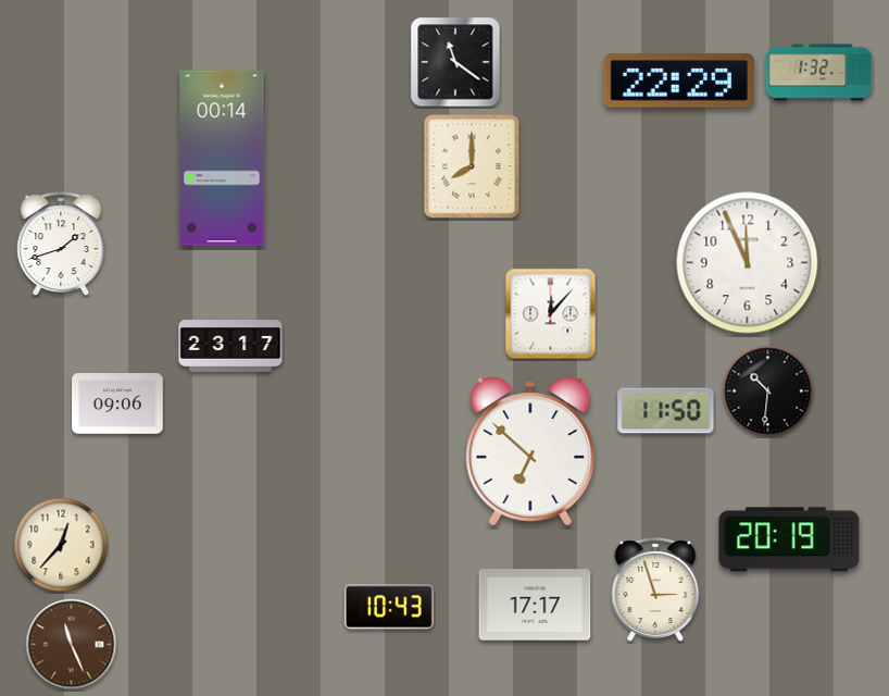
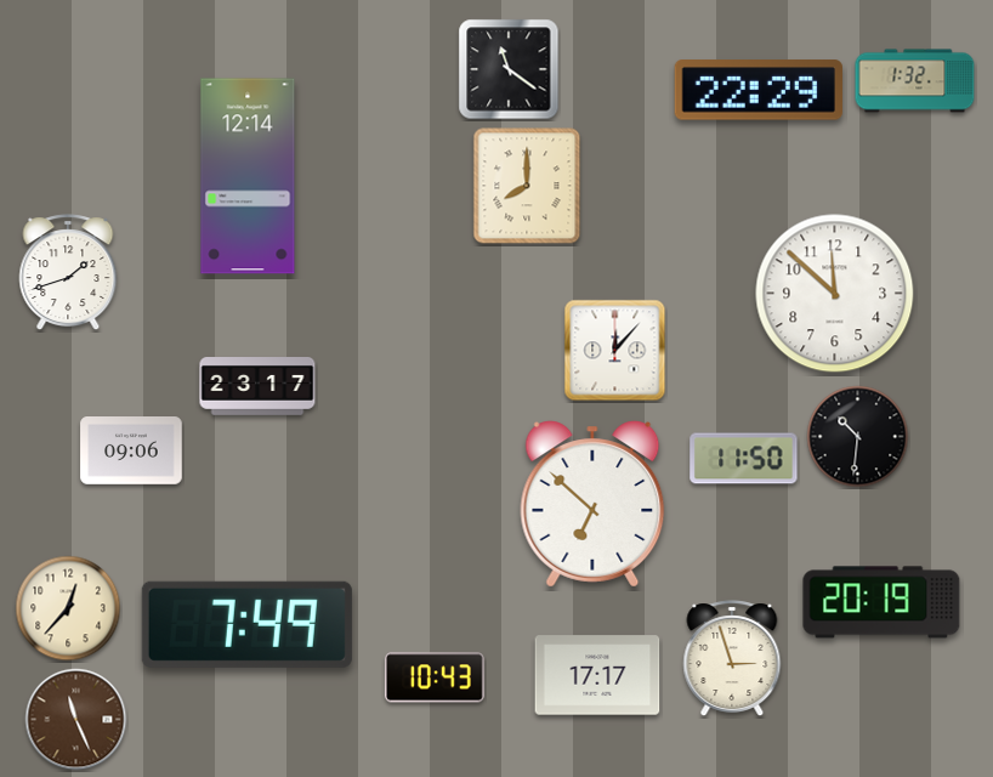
clock at (222, 158): 00:14 -> 12:14
clock at (748, 263): 11:56 -> 11:52
clock at (246, 624): none -> 7:49
clock at (72, 645) position: (72, 645) -> (76, 720)
